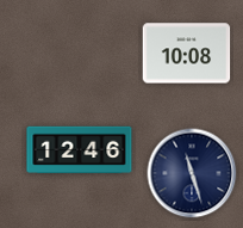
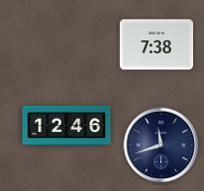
clock at (187, 54): 10:08 -> 7:38
clock at (192, 173): 11:27 -> 11:42
